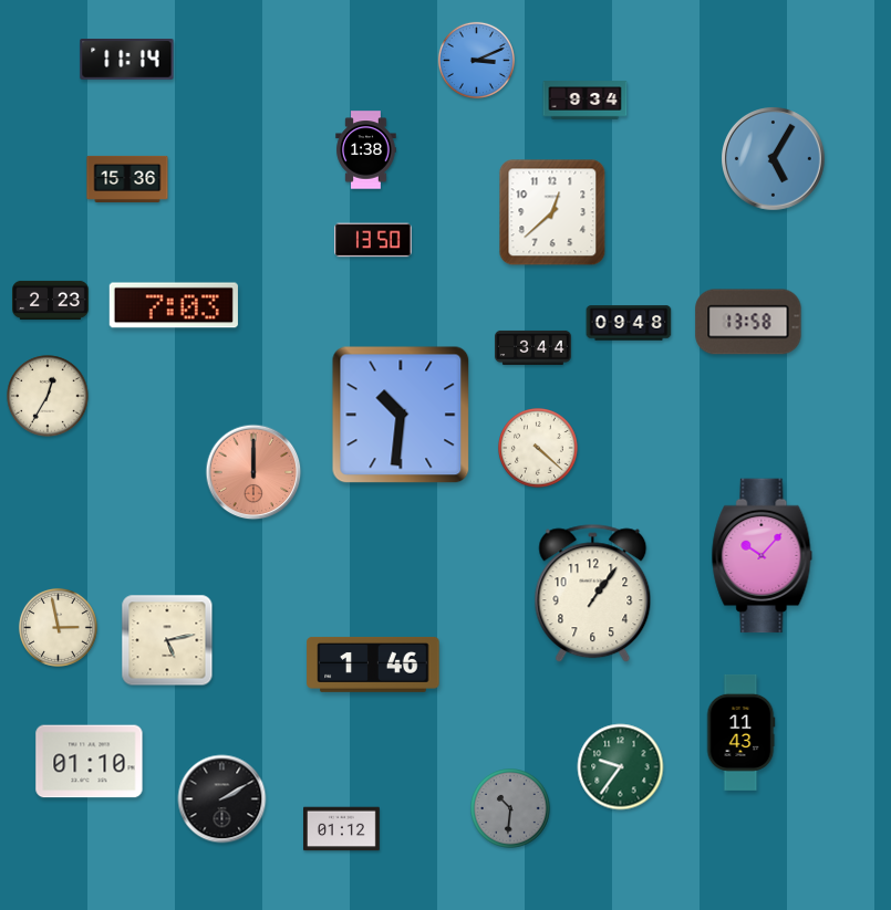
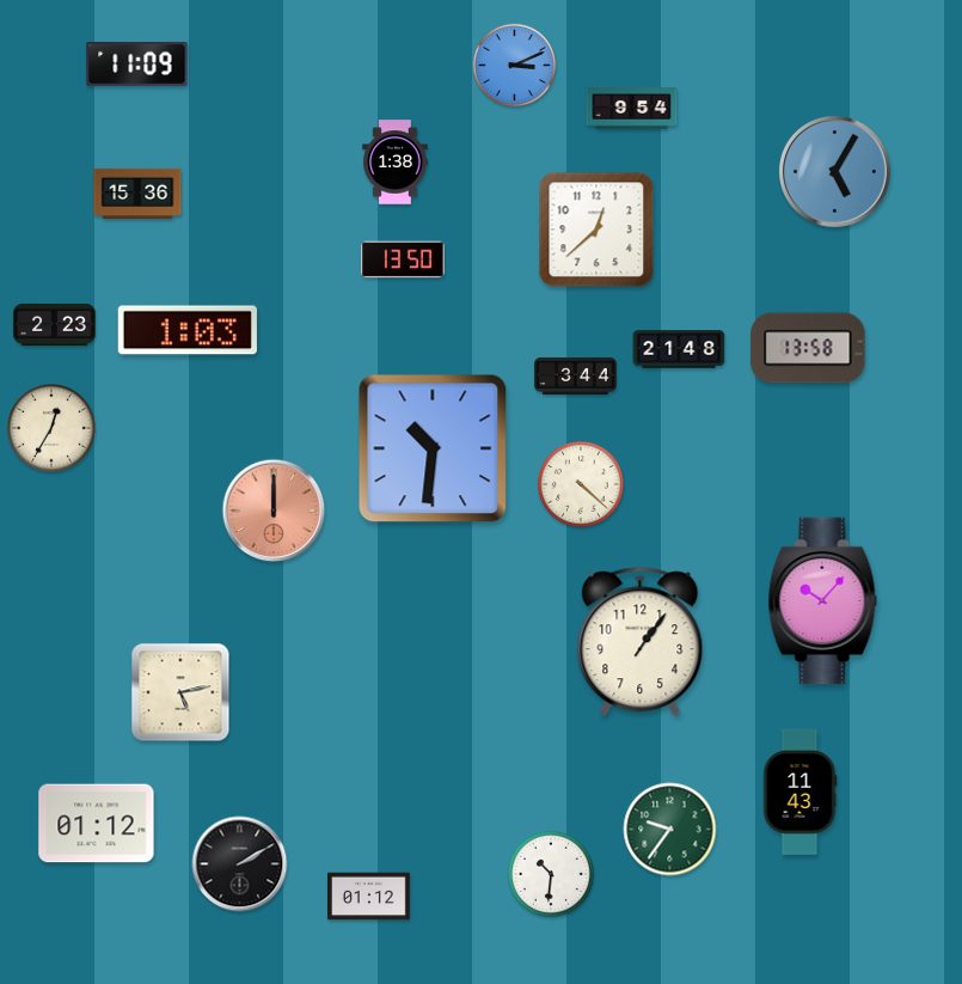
clock at (127, 60): 11:14 -> 11:09
clock at (586, 101): 9:34 -> 9:54
clock at (174, 305): 7:03 -> 1:03
clock at (629, 323): 09:48 -> 21:48
clock at (58, 627): 2:58 -> none
clock at (373, 665): 1:46 -> none
clock at (90, 762): 01:10 -> 01:12
clock at (511, 809) dial: grey -> white
